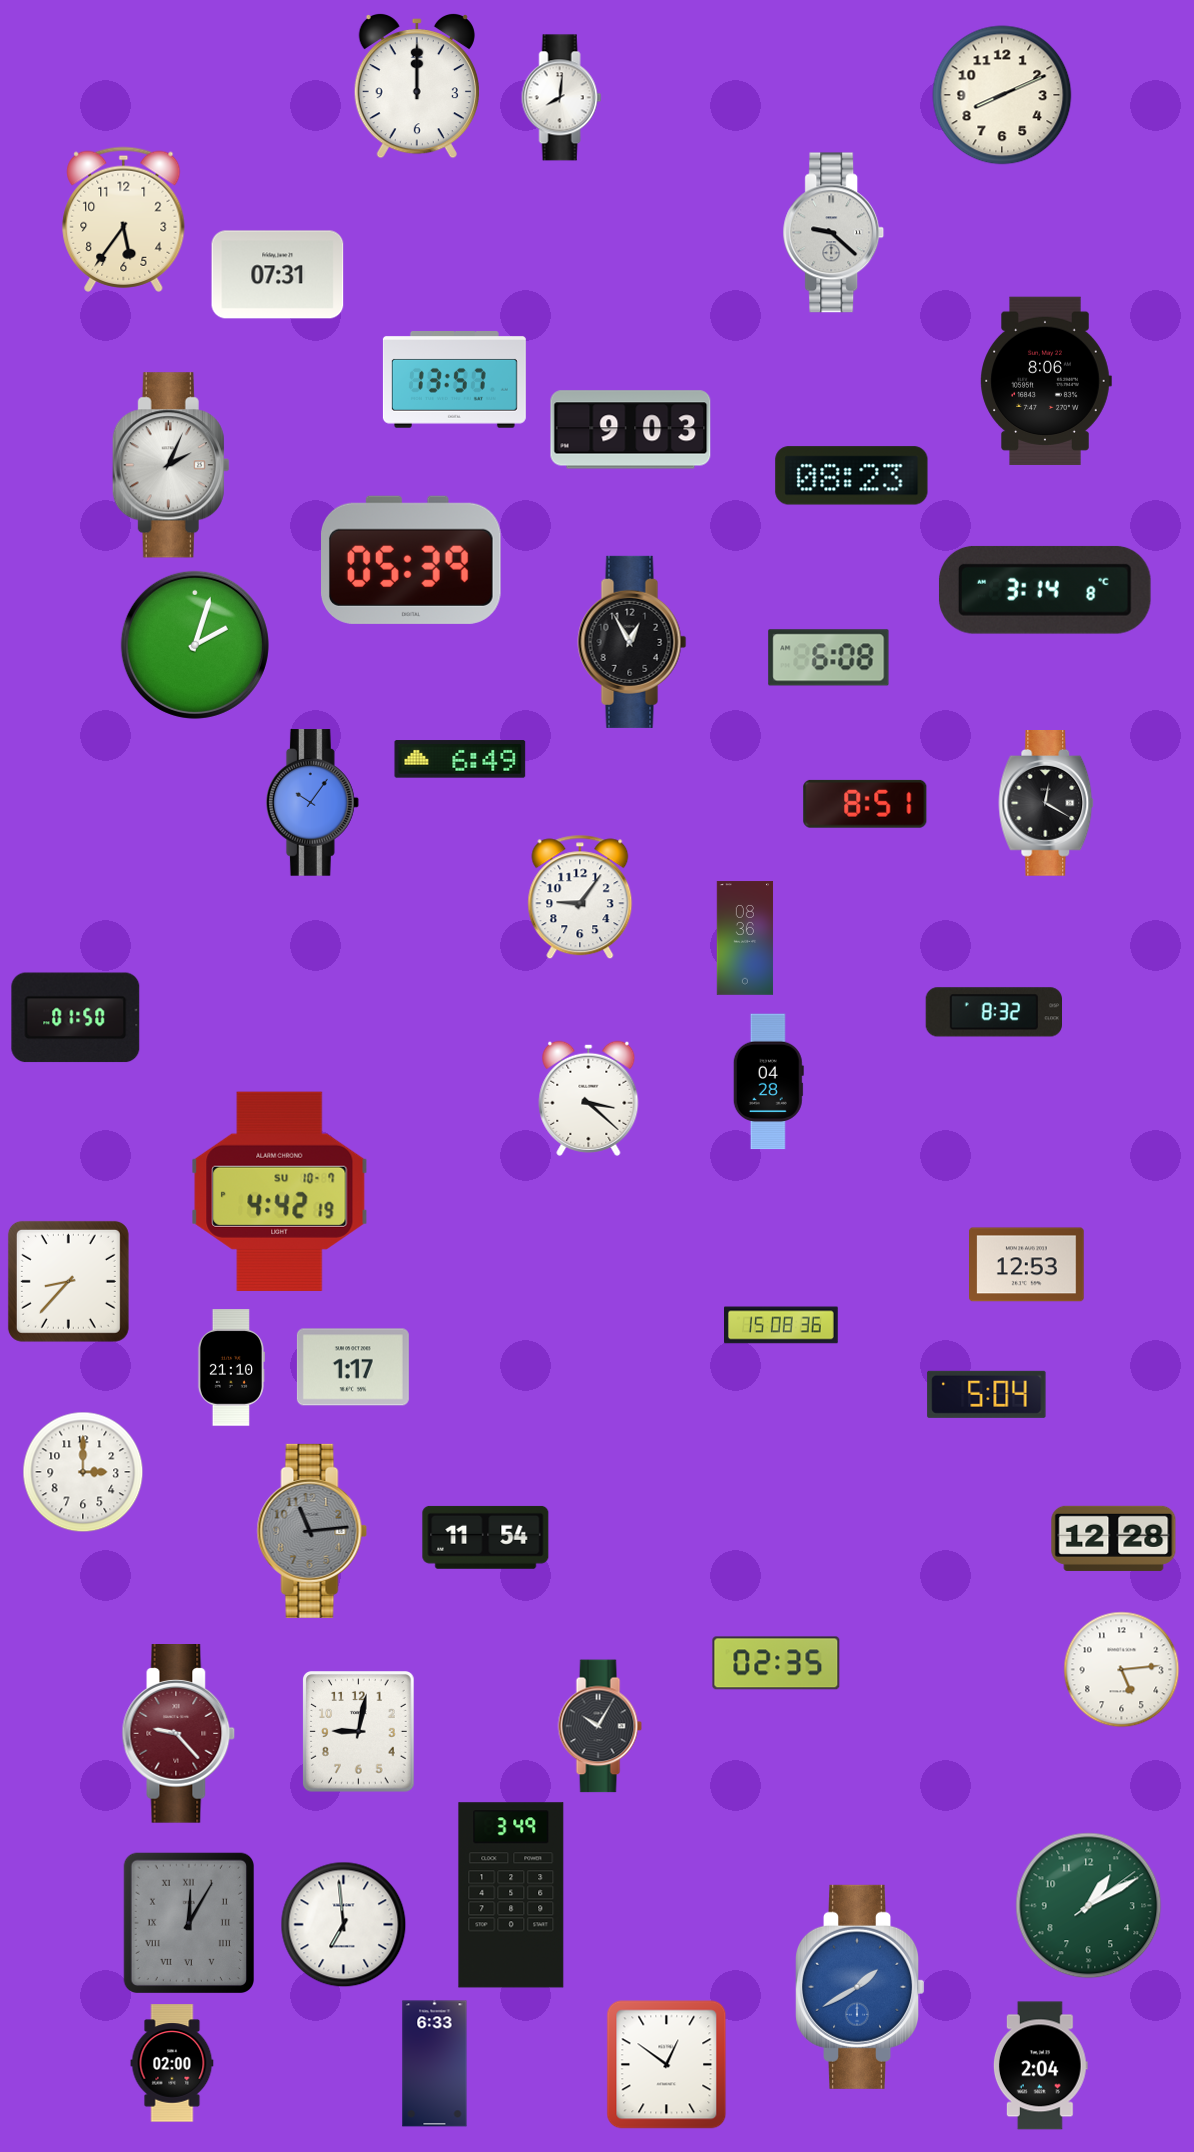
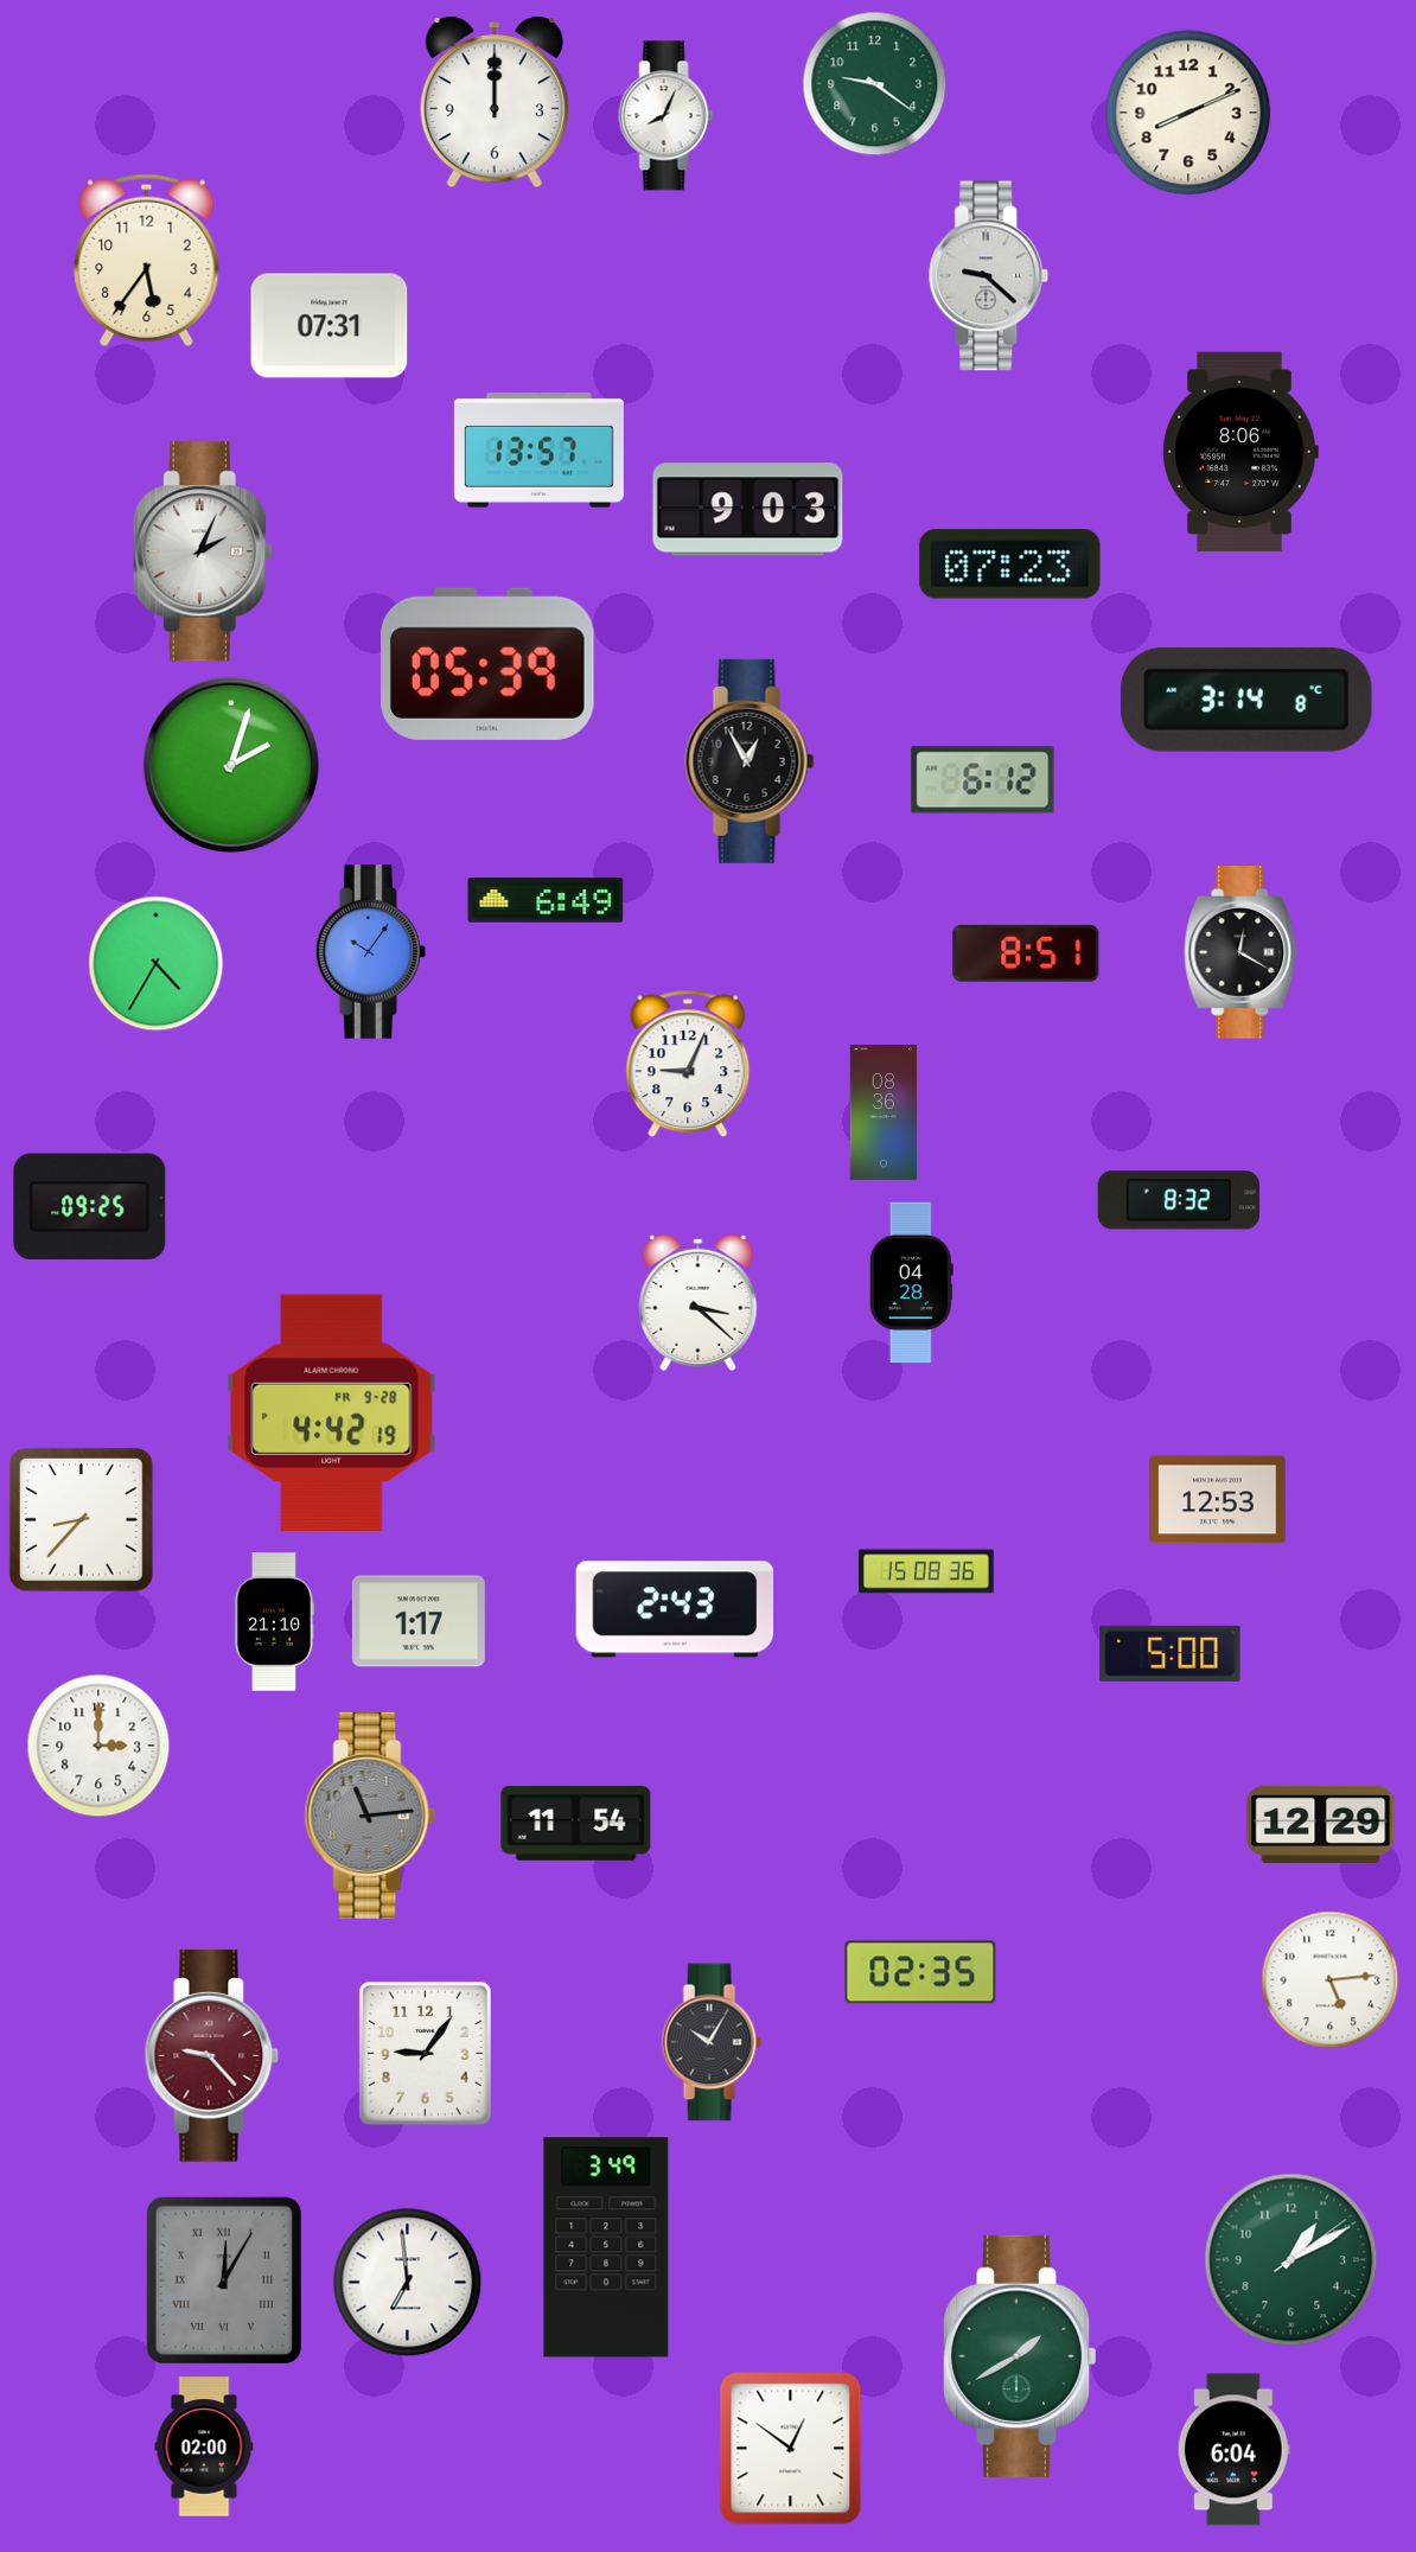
clock at (875, 84): none -> 9:21
clock at (562, 98): 8:01 -> 8:04
clock at (852, 476): 08:23 -> 07:23
clock at (1045, 590) position: (1045, 590) -> (1246, 700)
clock at (829, 658): 6:08 -> 6:12
clock at (157, 964): none -> 4:35
clock at (580, 897): 9:06 -> 9:04
clock at (76, 1018): 01:50 -> 09:25
clock at (280, 1191) date: SU 10-7 -> FR 9-28
clock at (675, 1609): none -> 2:43
clock at (987, 1394): 5:04 -> 5:00
clock at (1114, 1538): 12:28 -> 12:29
clock at (600, 1726) position: (600, 1726) -> (712, 2042)
clock at (359, 1732): 9:02 -> 9:06
clock at (861, 1987) dial: blue -> green
clock at (435, 2064): 6:33 -> none
clock at (1040, 2066): 2:04 -> 6:04
